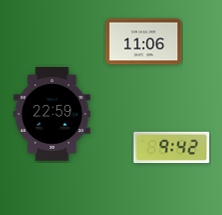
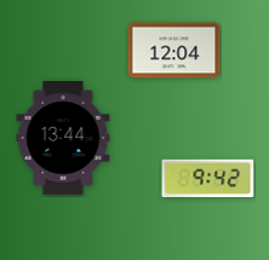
clock at (144, 42): 11:06 -> 12:04
clock at (52, 115): 22:59 -> 13:44
